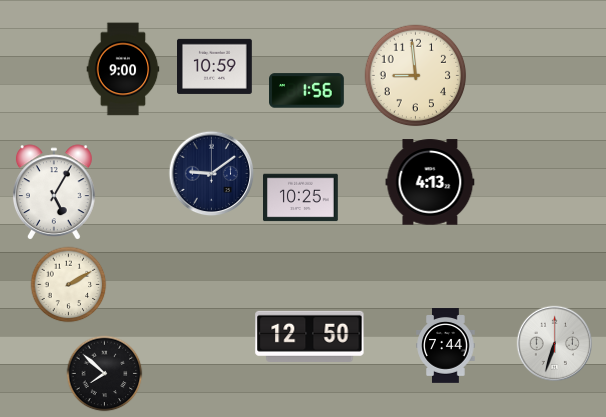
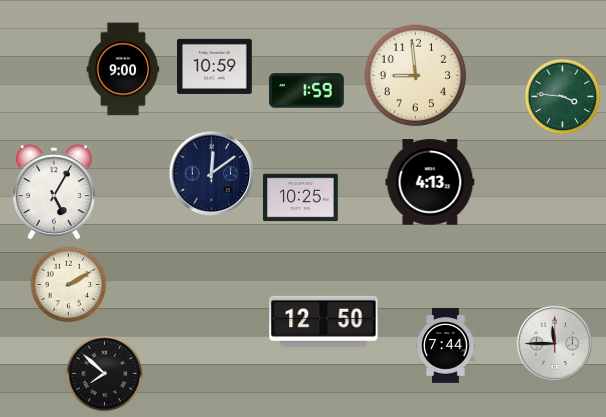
clock at (307, 91): 1:56 -> 1:59
clock at (563, 97): none -> 3:46
clock at (212, 174): 9:09 -> 12:09
clock at (310, 336) position: (310, 336) -> (324, 321)
clock at (554, 343): 6:33 -> 11:45
